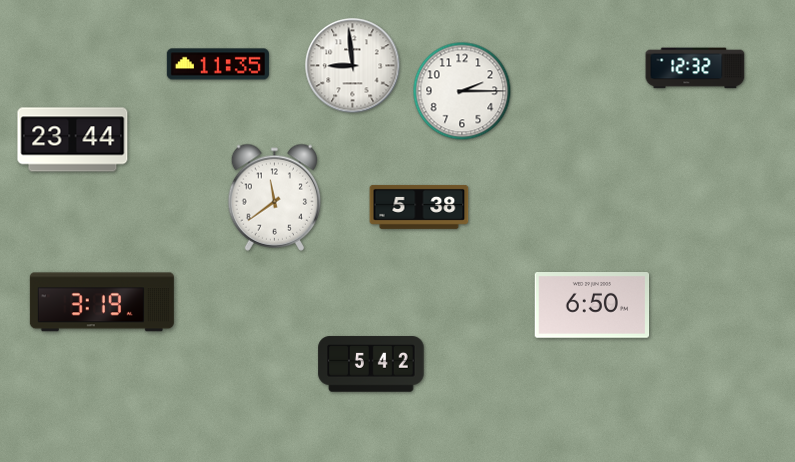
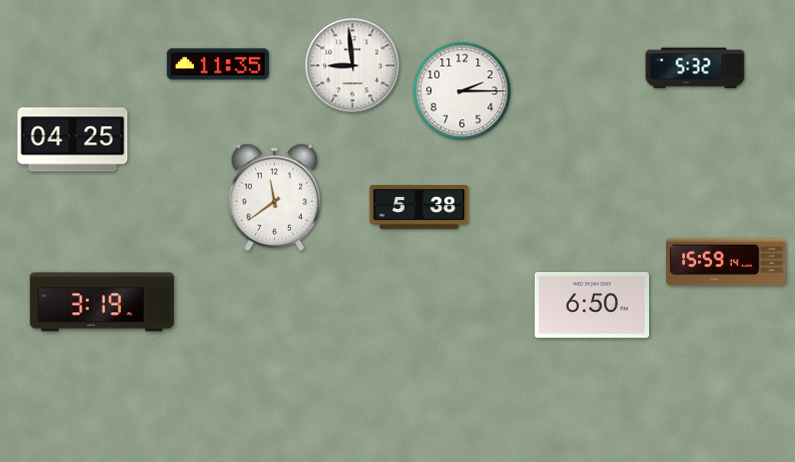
clock at (695, 68): 12:32 -> 5:32
clock at (73, 140): 23:44 -> 04:25
clock at (726, 262): none -> 15:59
clock at (371, 364): 5:42 -> none
